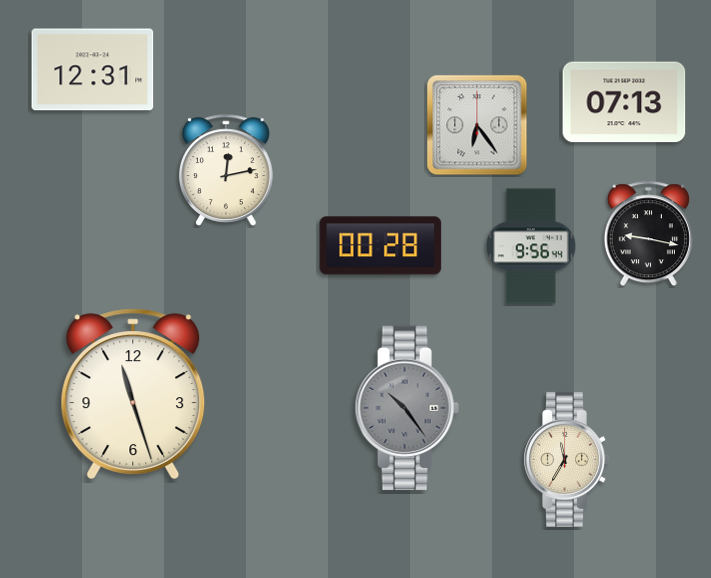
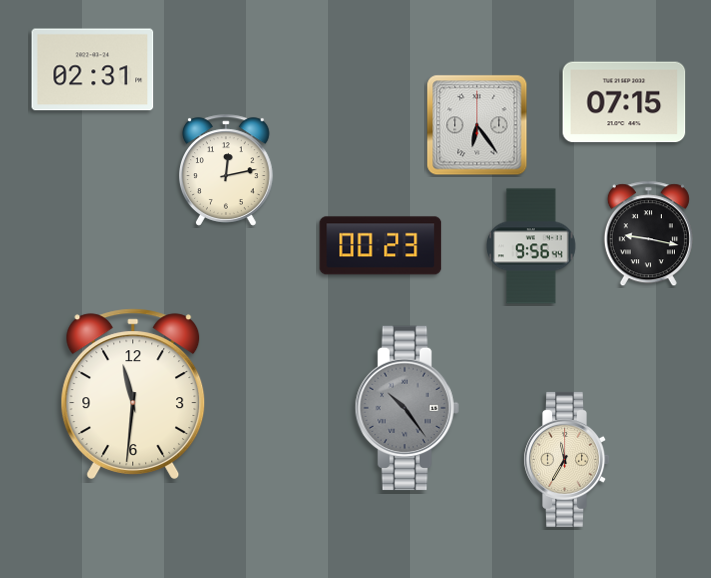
clock at (93, 70): 12:31 -> 02:31
clock at (624, 102): 07:13 -> 07:15
clock at (381, 246): 00:28 -> 00:23
clock at (133, 394): 11:27 -> 11:31
